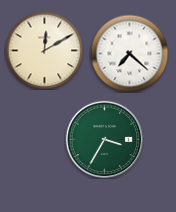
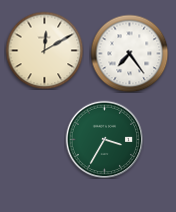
clock at (129, 53): 7:22 -> 7:24
